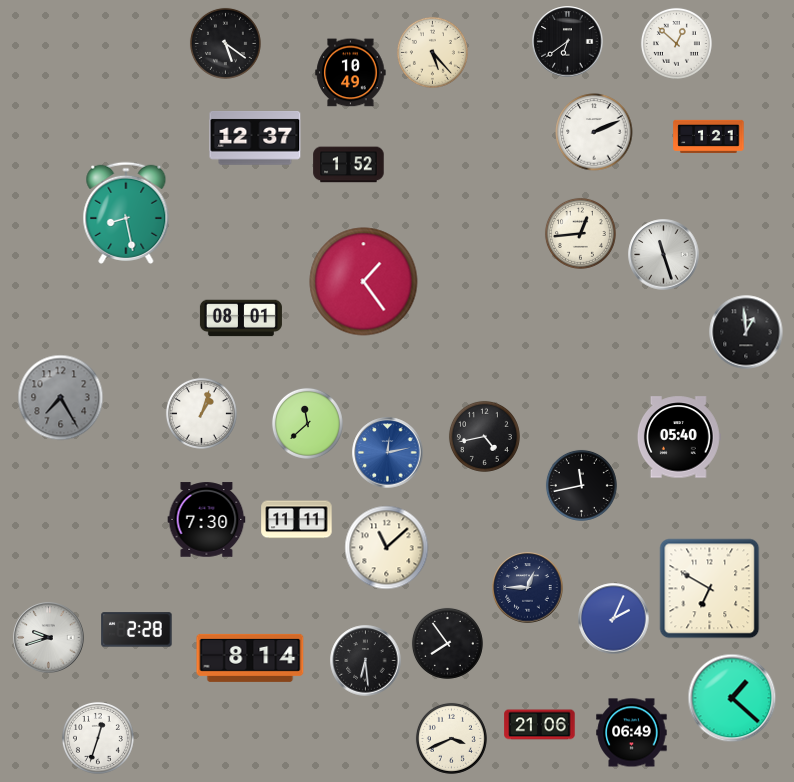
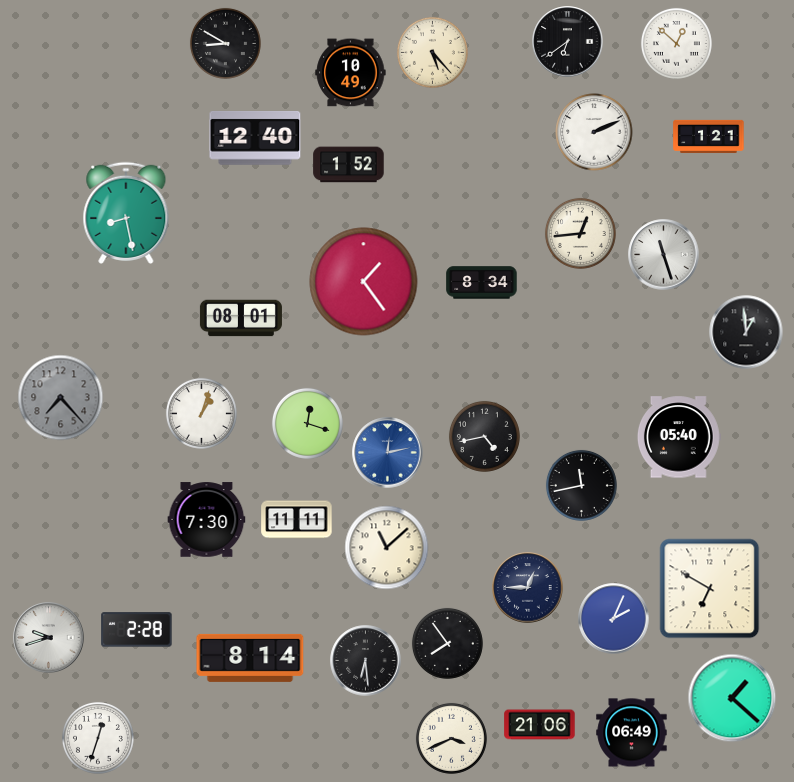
clock at (225, 43): 5:21 -> 8:50
clock at (255, 139): 12:37 -> 12:40
clock at (482, 283): none -> 8:34
clock at (61, 398): 7:25 -> 7:23
clock at (307, 423): 11:38 -> 12:18
